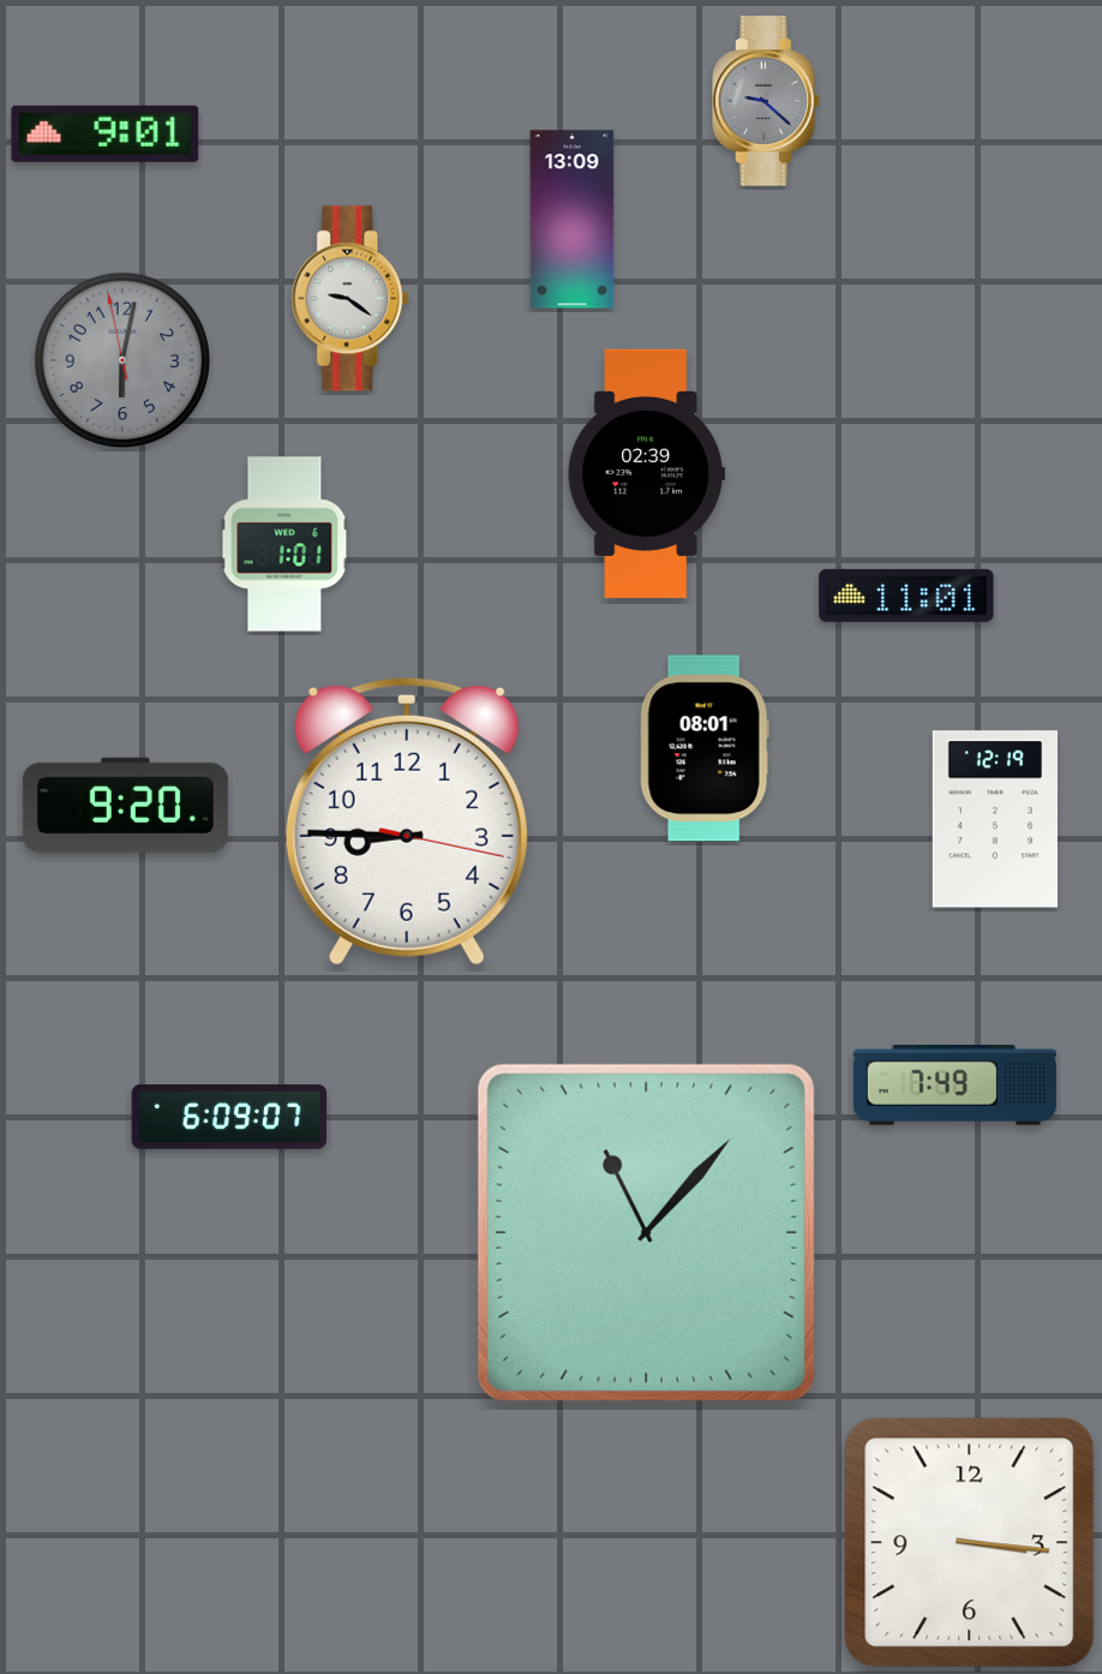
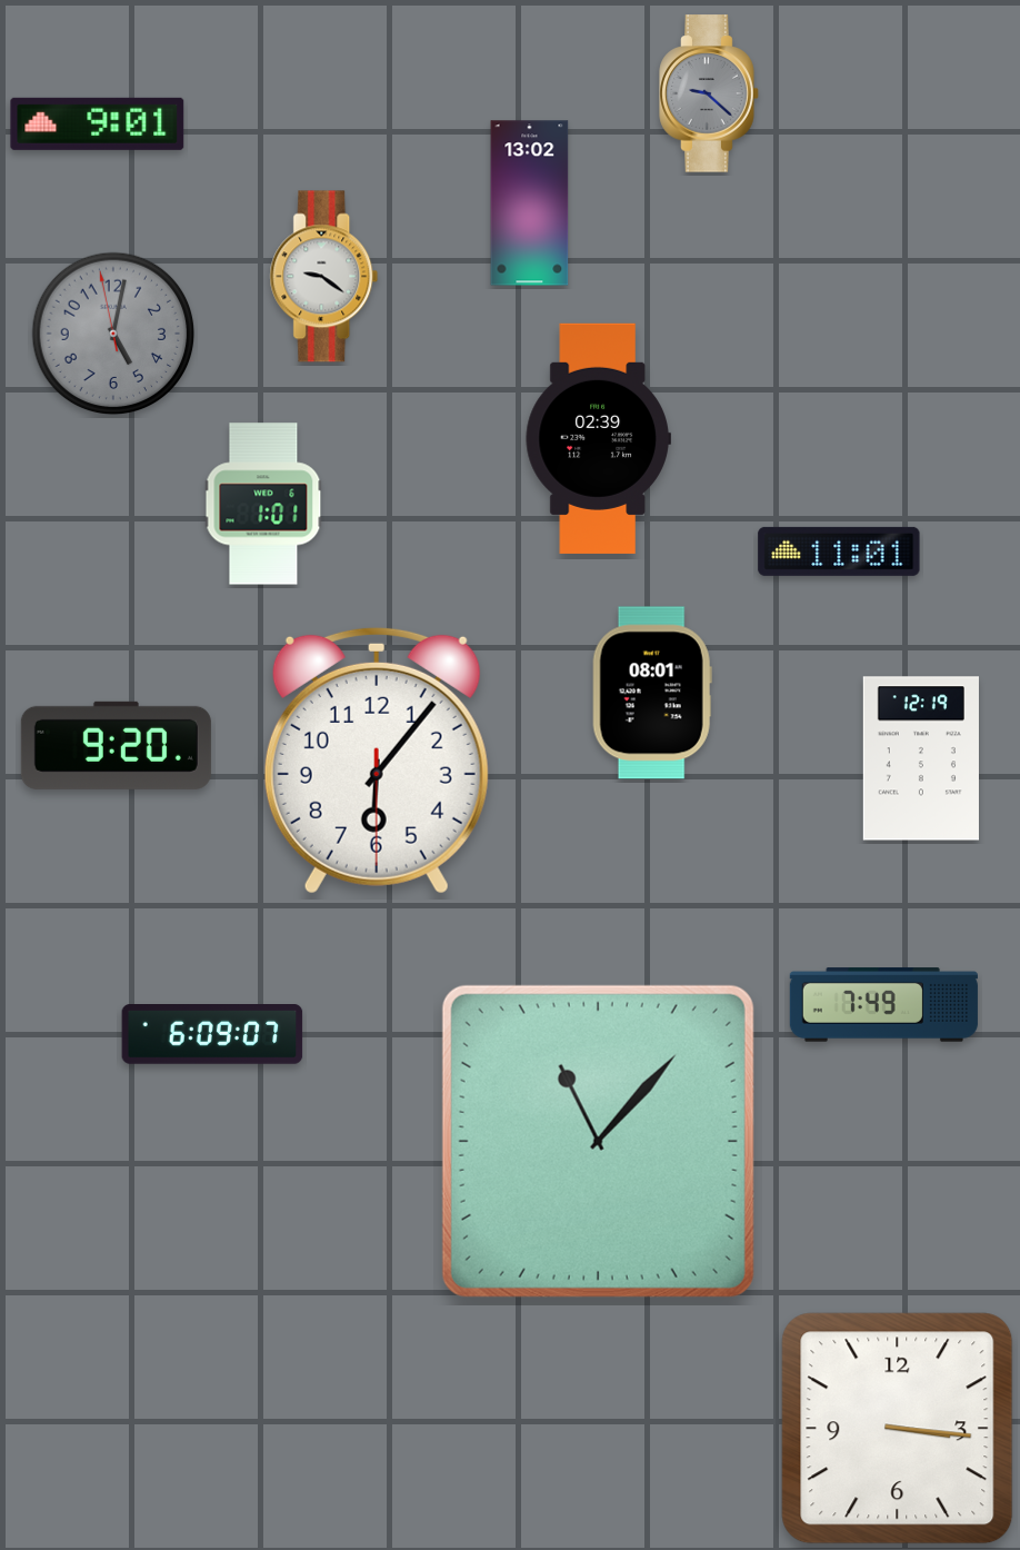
clock at (573, 220): 13:09 -> 13:02
clock at (122, 360): 6:01 -> 5:01
clock at (407, 821): 8:45 -> 6:06
